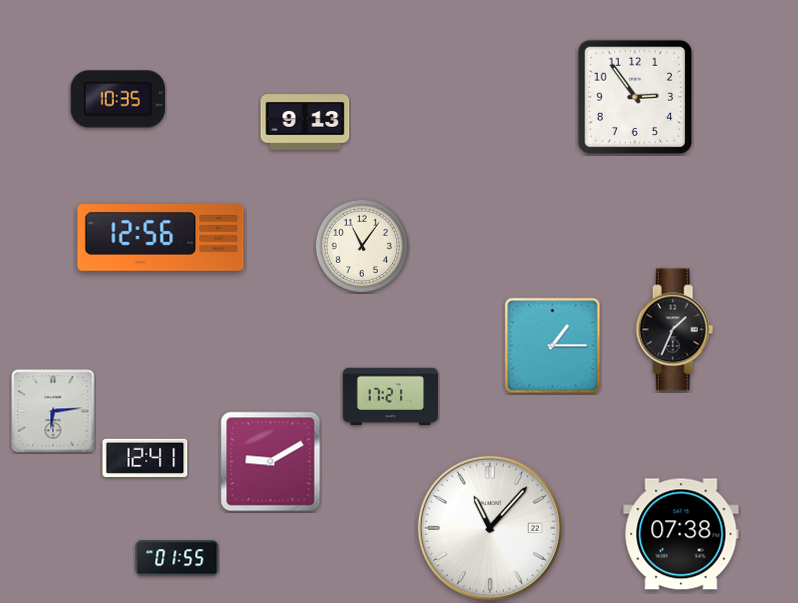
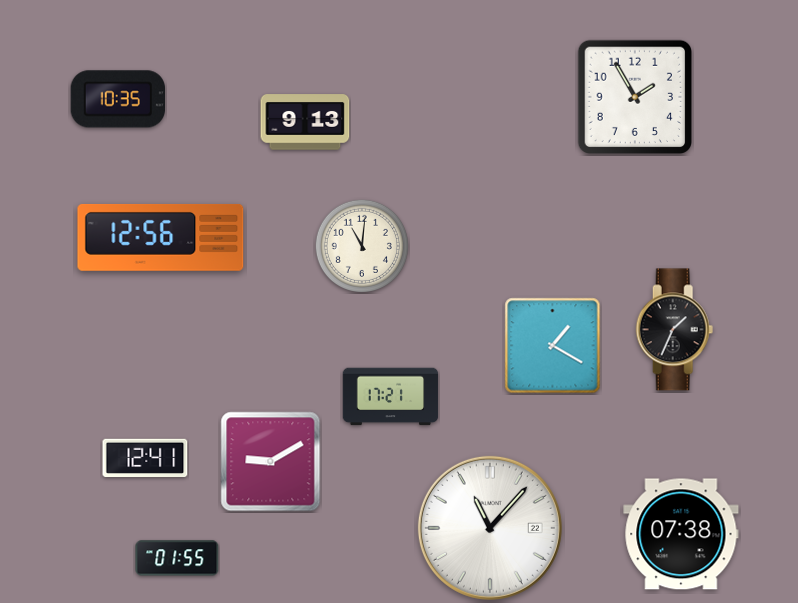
clock at (634, 96): 2:54 -> 1:55
clock at (362, 246): 11:06 -> 11:01
clock at (553, 346): 1:15 -> 1:20
clock at (53, 411): 6:14 -> none
